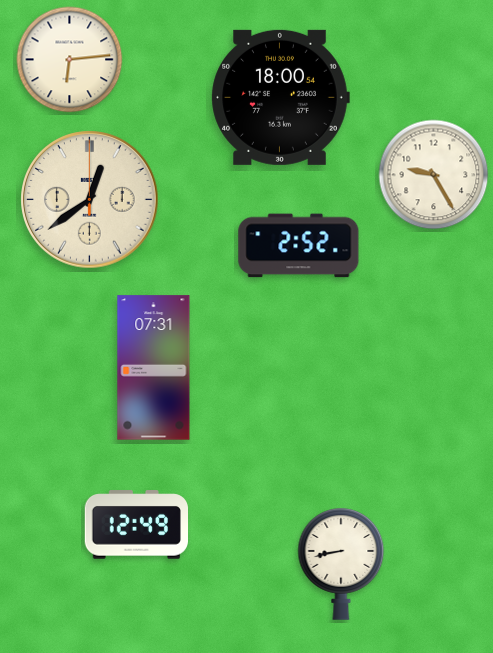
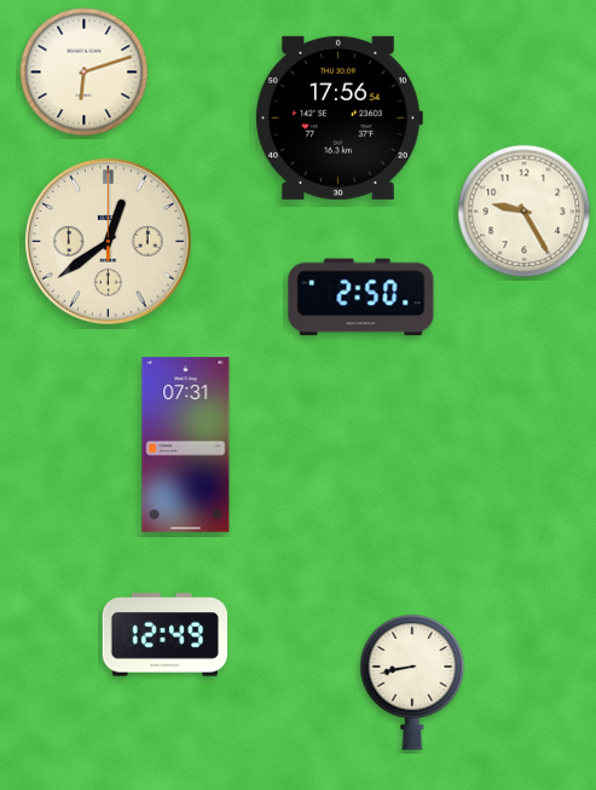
clock at (70, 60): 6:14 -> 6:12
clock at (280, 97): 18:00 -> 17:56
clock at (299, 246): 2:52 -> 2:50
